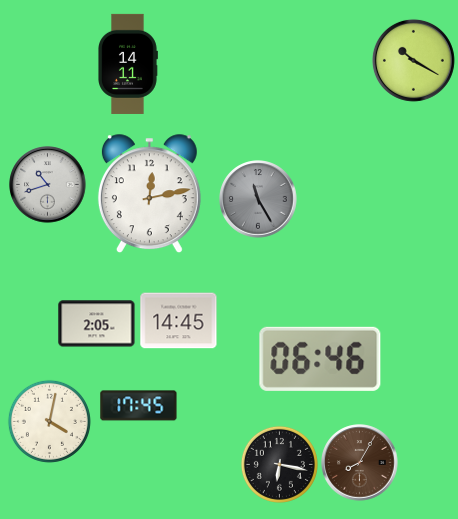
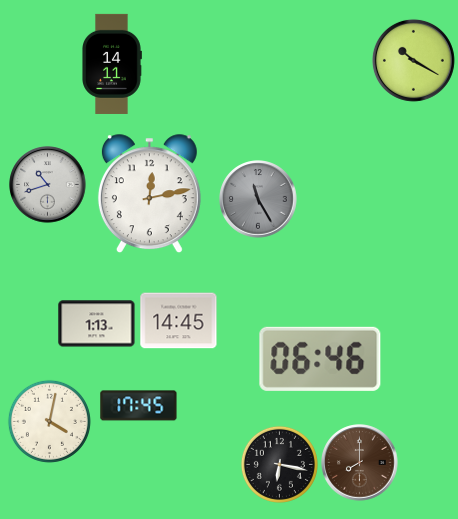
clock at (128, 64) position: (128, 64) -> (112, 64)
clock at (97, 324): 2:05 -> 1:13
clock at (360, 463): 8:05 -> 8:00
